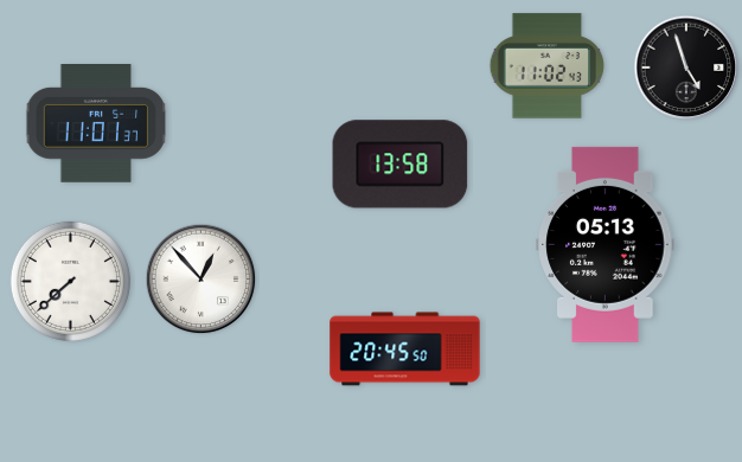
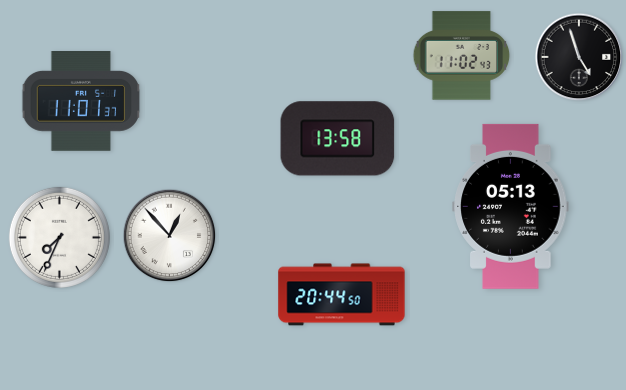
clock at (96, 124) position: (96, 124) -> (81, 102)
clock at (70, 281): 7:38 -> 7:34
clock at (405, 349): 20:45 -> 20:44
